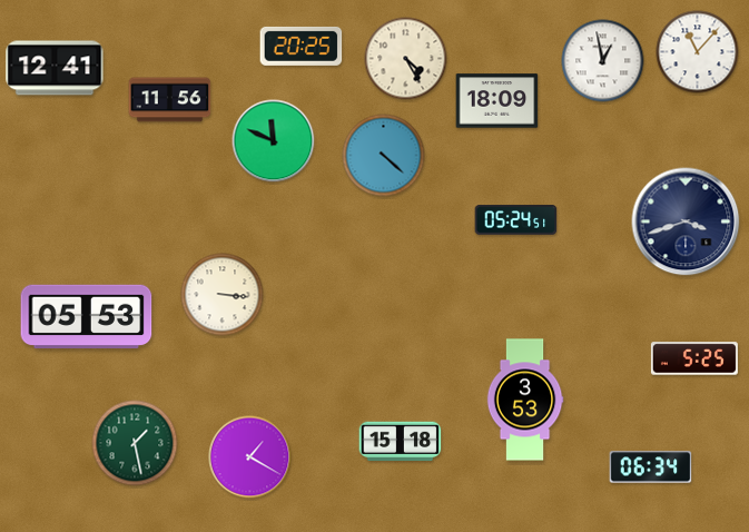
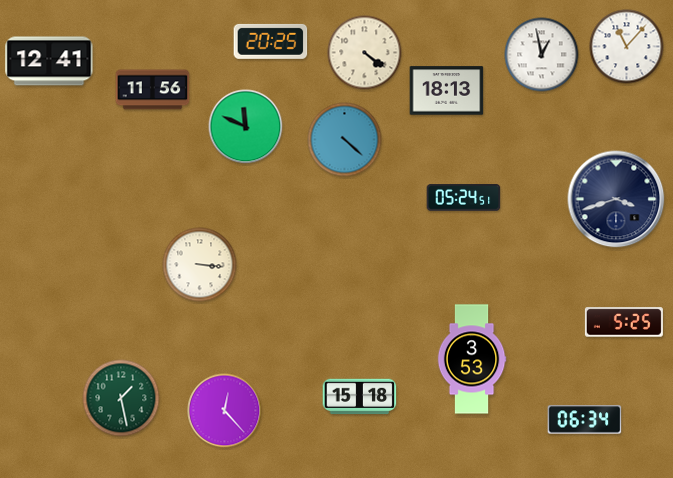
clock at (406, 59): 4:25 -> 4:21
clock at (497, 101): 18:09 -> 18:13
clock at (87, 317): 05:53 -> none
clock at (250, 457): 1:20 -> 12:23
